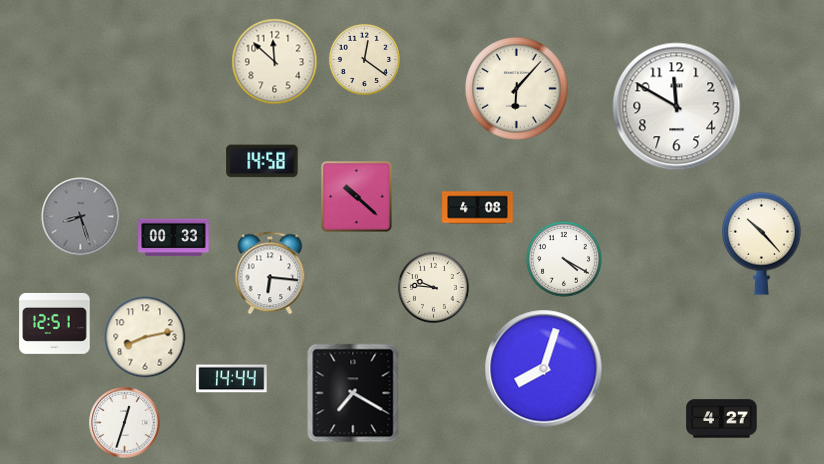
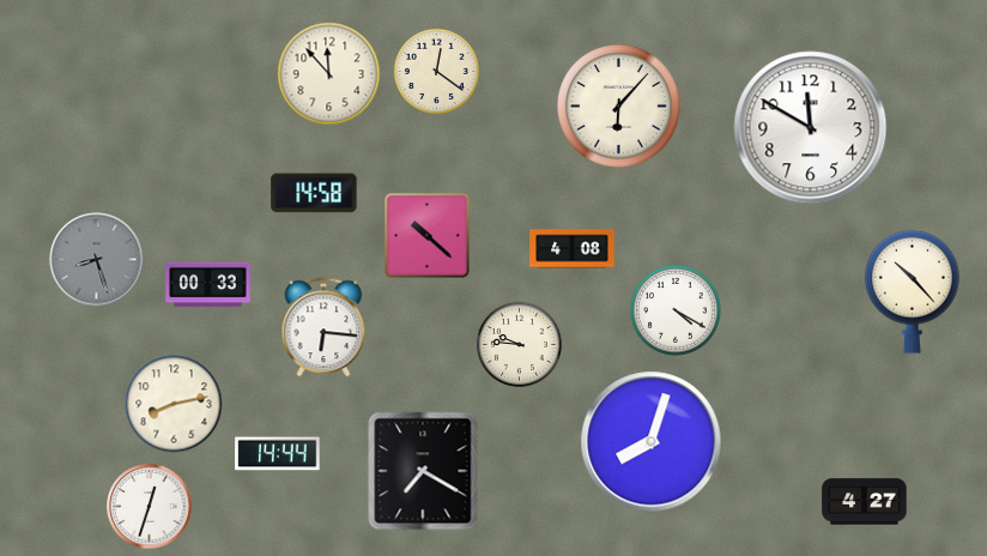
clock at (275, 62): 11:52 -> 11:53
clock at (55, 323): 12:51 -> none
